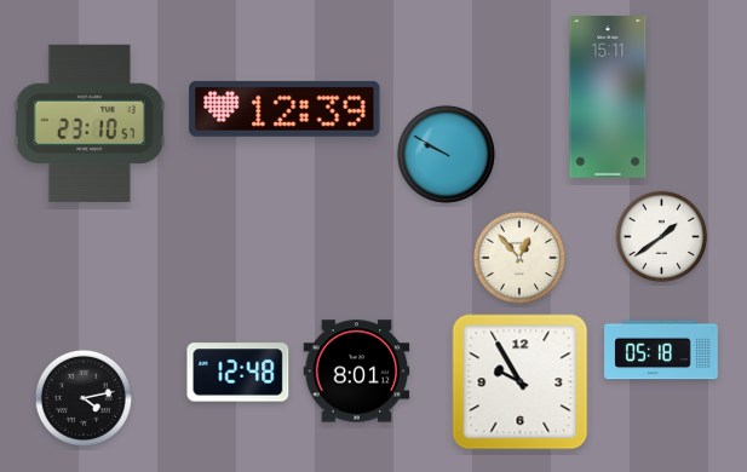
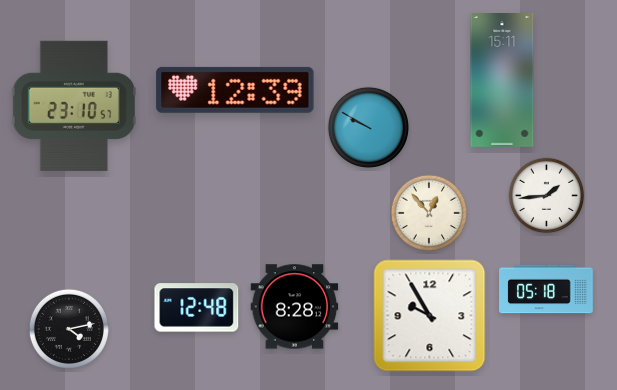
clock at (90, 123) position: (90, 123) -> (74, 106)
clock at (662, 237): 1:39 -> 1:44
clock at (357, 372): 8:01 -> 8:28
